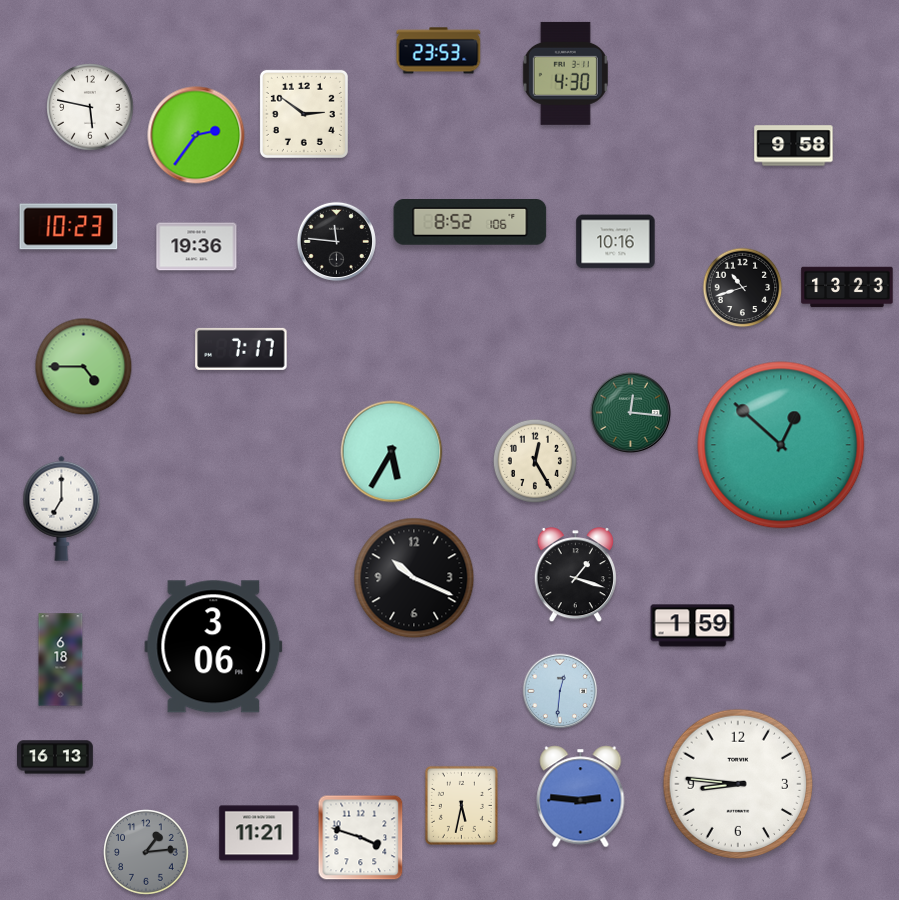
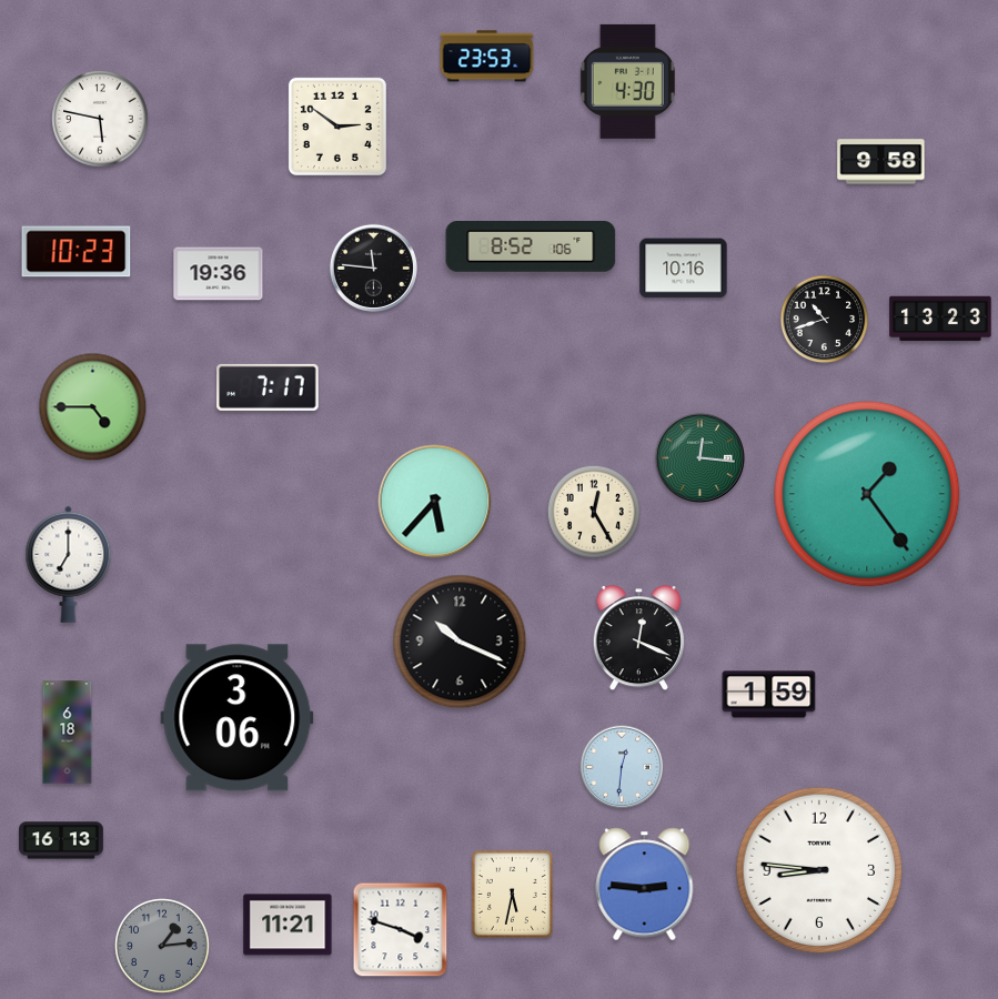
clock at (196, 135): 2:36 -> none
clock at (470, 223) position: (470, 223) -> (531, 248)
clock at (781, 445): 12:52 -> 1:24
clock at (392, 452): 5:35 -> 5:37
clock at (575, 575): 1:18 -> 12:19
